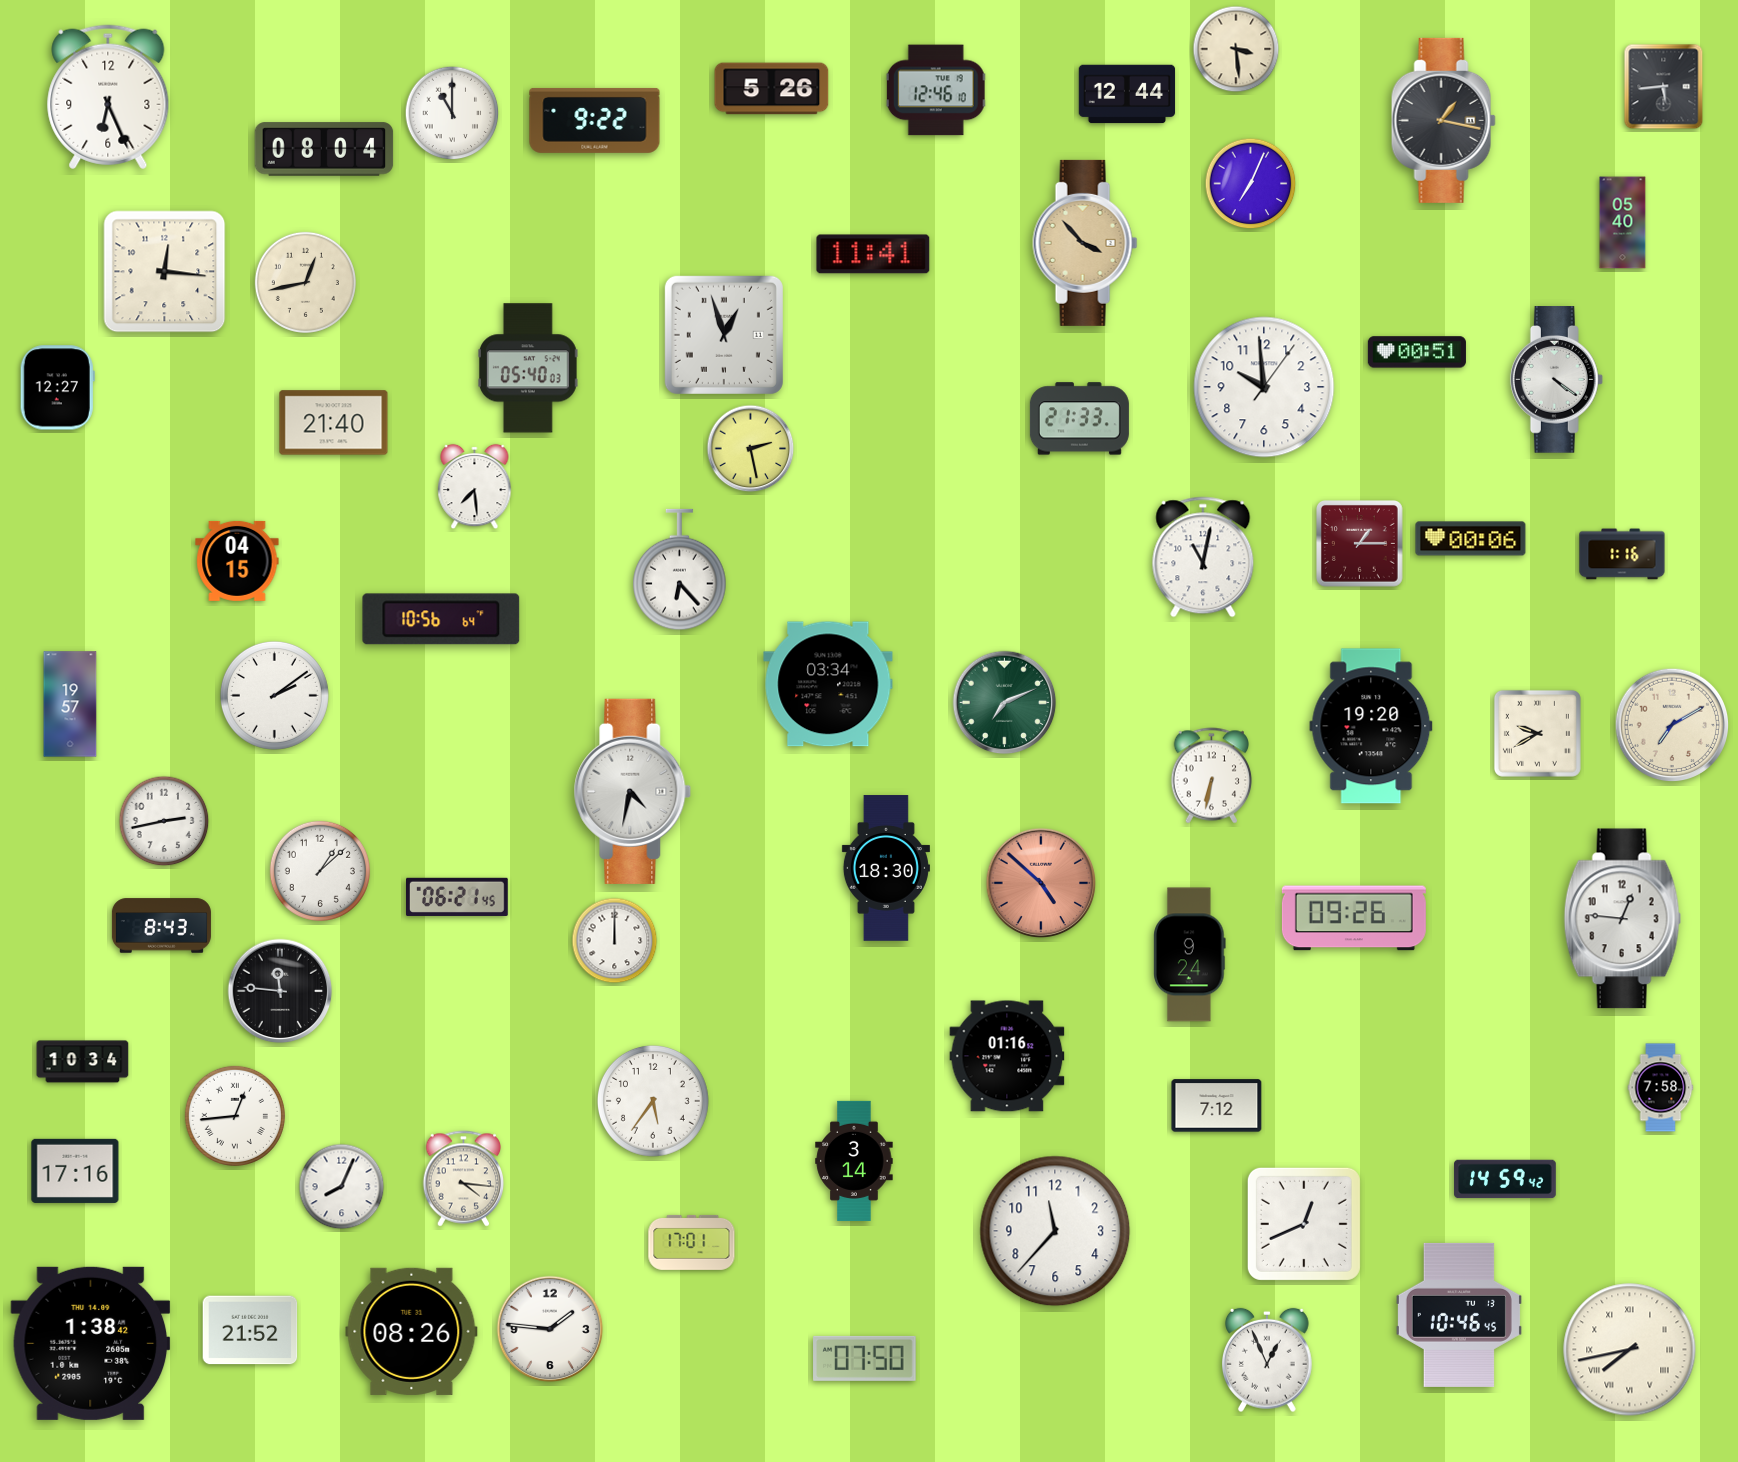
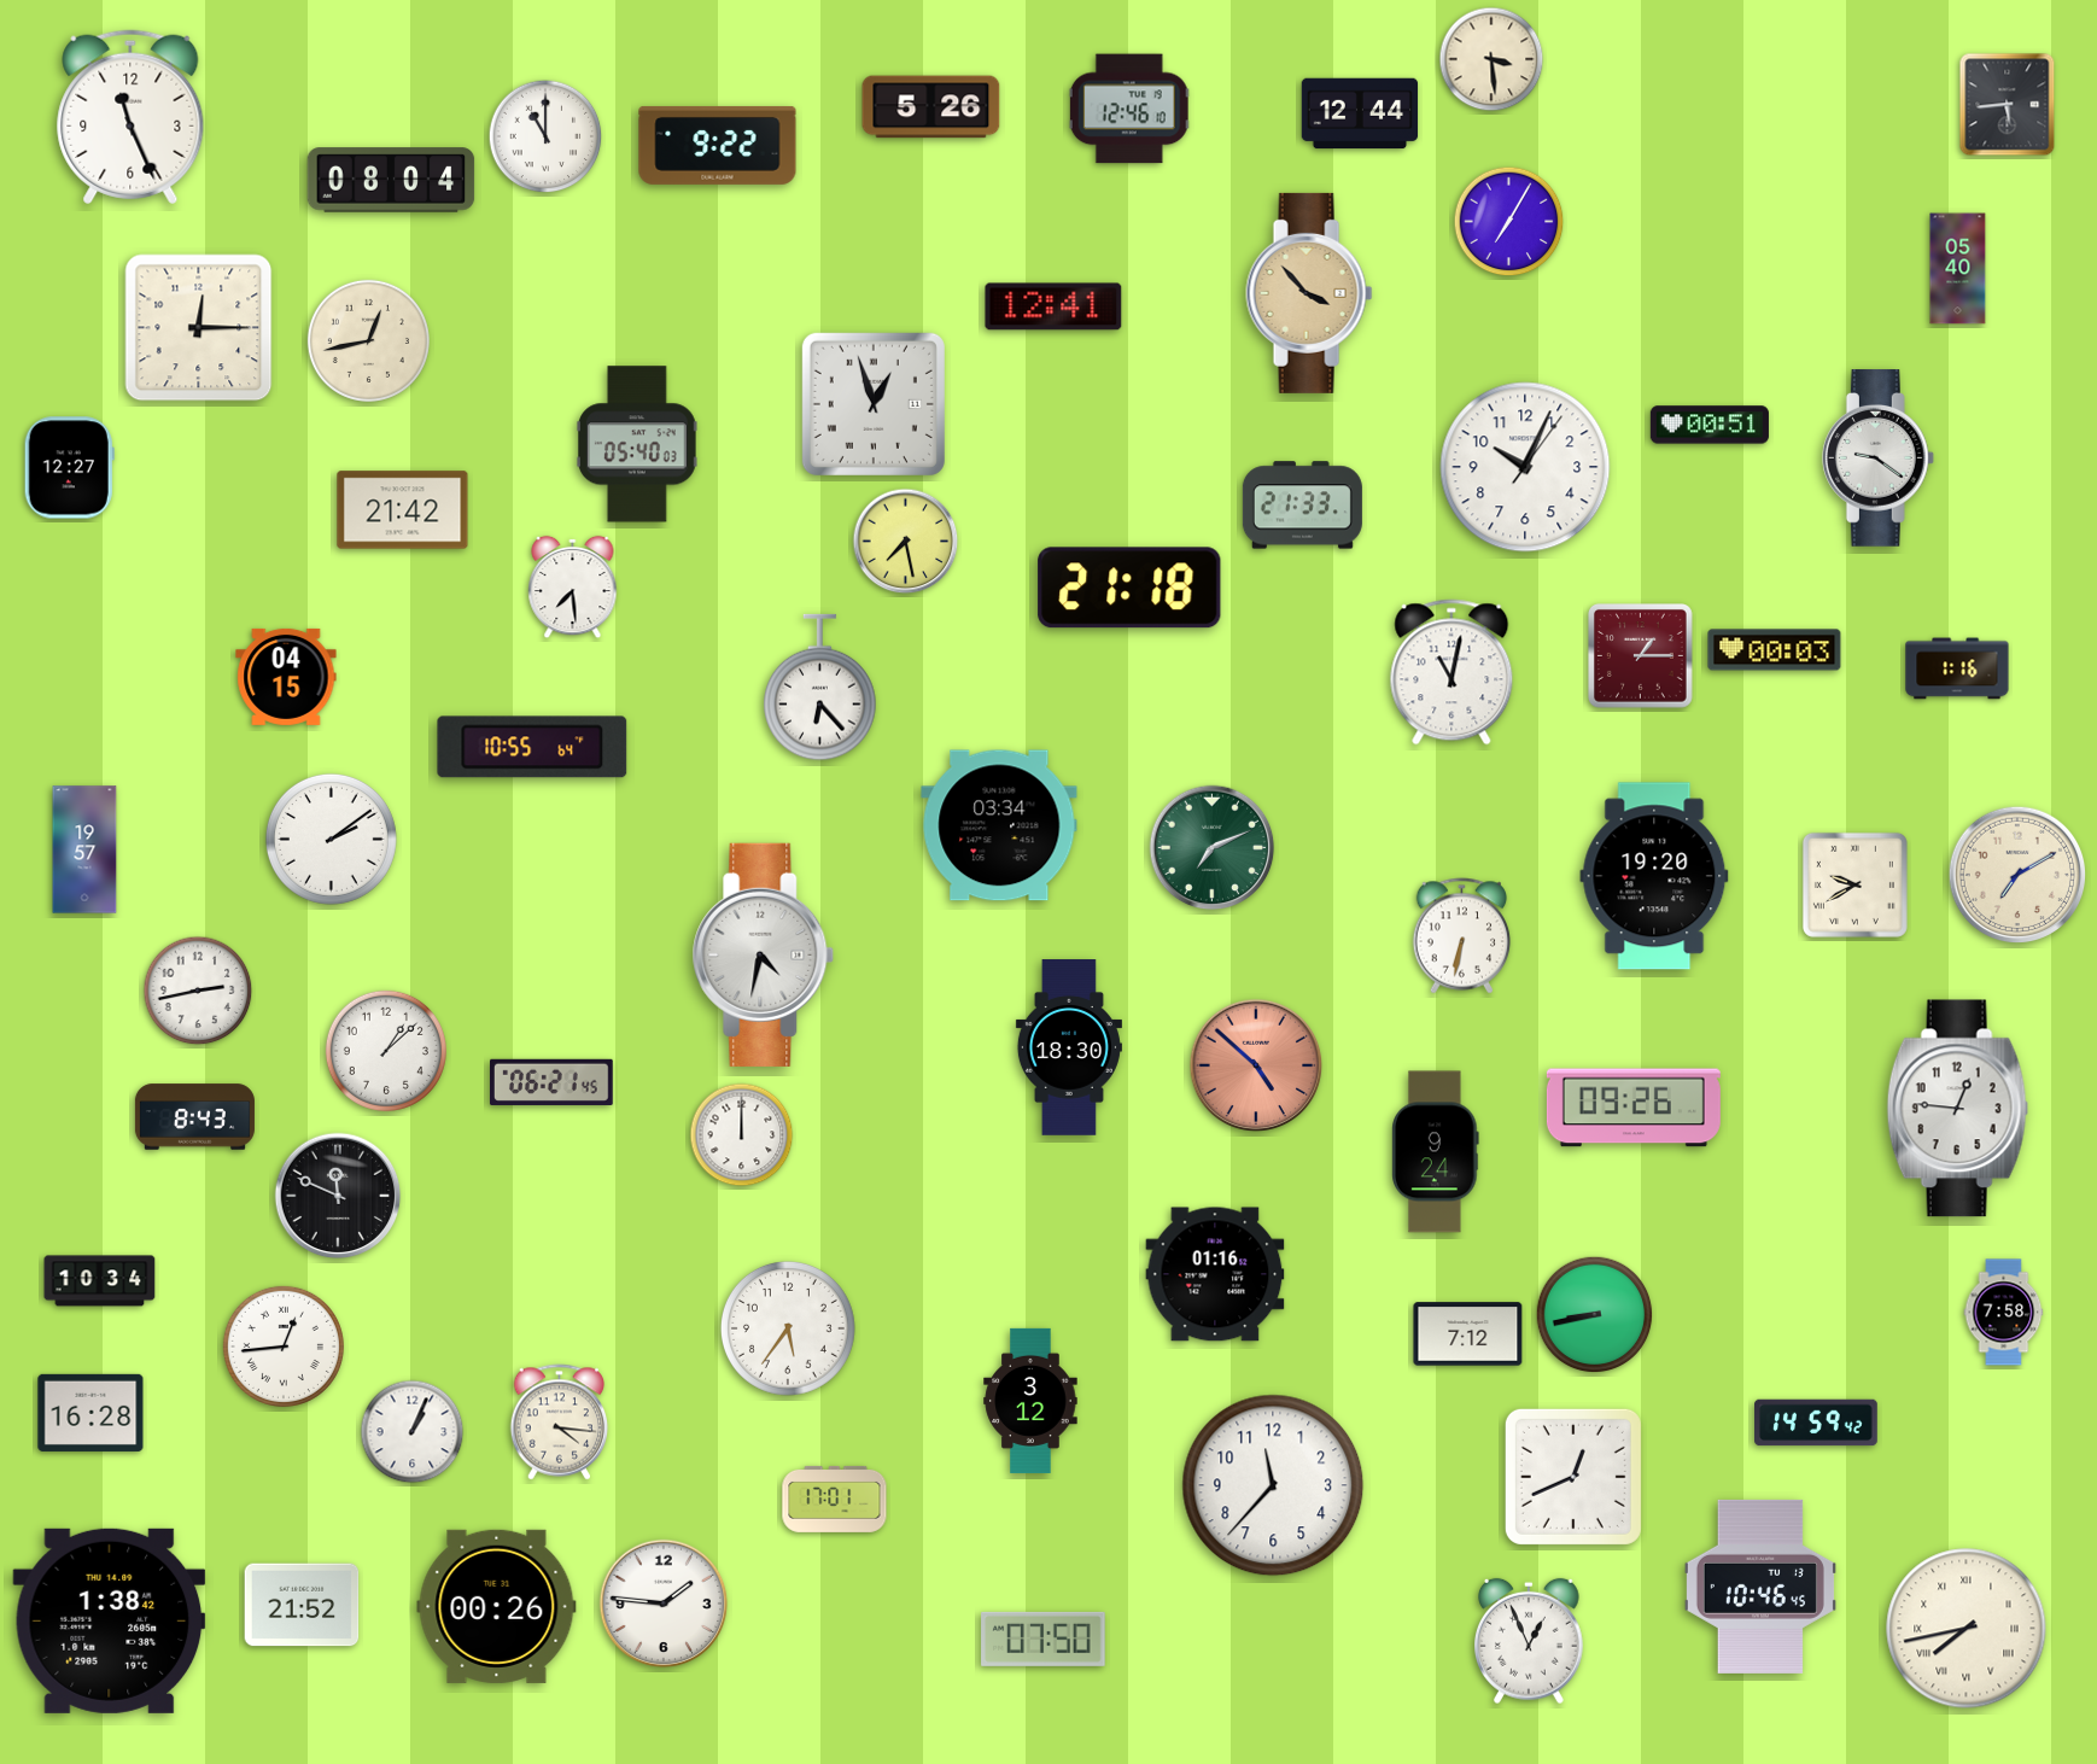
clock at (108, 97): 6:26 -> 11:26
clock at (1443, 120): 1:17 -> none
clock at (1251, 184): 7:04 -> 7:05
clock at (873, 254): 11:41 -> 12:41
clock at (165, 272): 12:16 -> 12:15
clock at (1556, 380): 4:21 -> 9:21
clock at (1264, 387): 9:59 -> 10:04
clock at (334, 423): 21:40 -> 21:42
clock at (751, 449): 2:28 -> 7:28
clock at (1129, 588): none -> 21:18
clock at (1471, 539): 00:06 -> 00:03
clock at (441, 619): 10:56 -> 10:55
clock at (280, 991): 11:46 -> 11:49
clock at (1595, 1315): none -> 8:43
clock at (854, 1161): 3:14 -> 3:12
clock at (75, 1171): 17:16 -> 16:28
clock at (342, 1187): 8:04 -> 1:04
clock at (412, 1331): 08:26 -> 00:26
